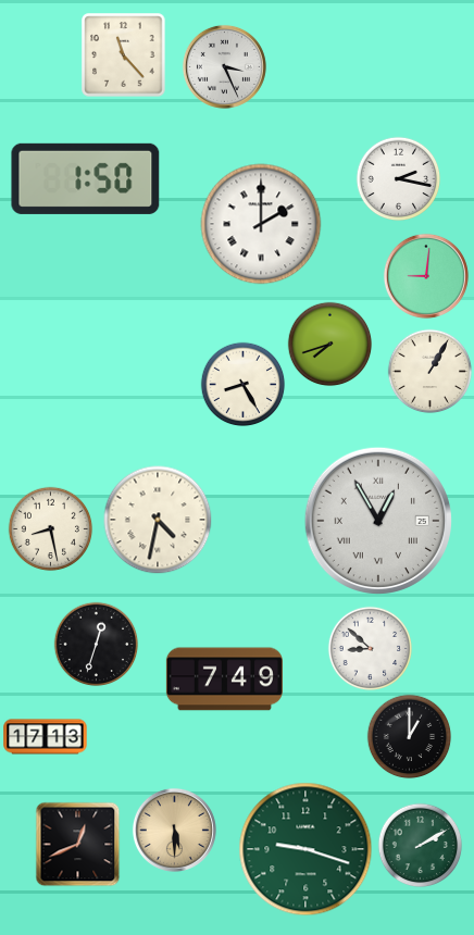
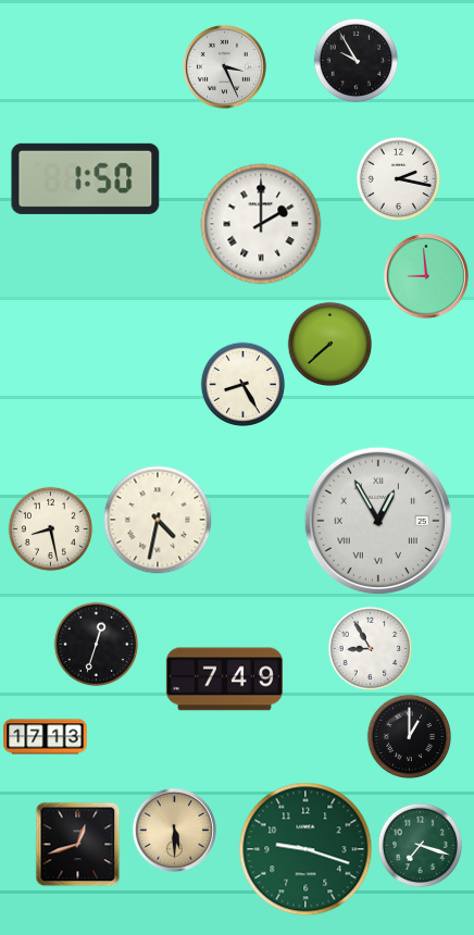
clock at (124, 55): 11:23 -> none
clock at (355, 60): none -> 9:55
clock at (426, 276): 9:01 -> 8:59
clock at (329, 344): 7:42 -> 7:38
clock at (429, 371): 1:05 -> none
clock at (370, 648): 8:52 -> 8:55
clock at (77, 844): 12:41 -> 12:42
clock at (420, 845): 2:10 -> 7:18
